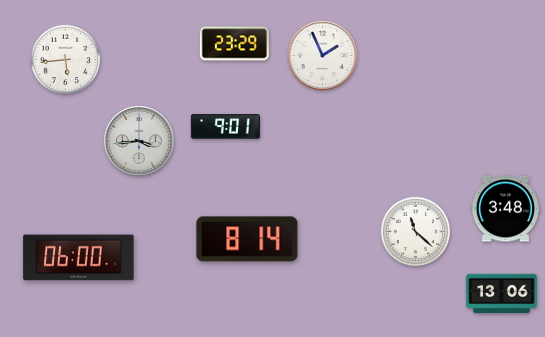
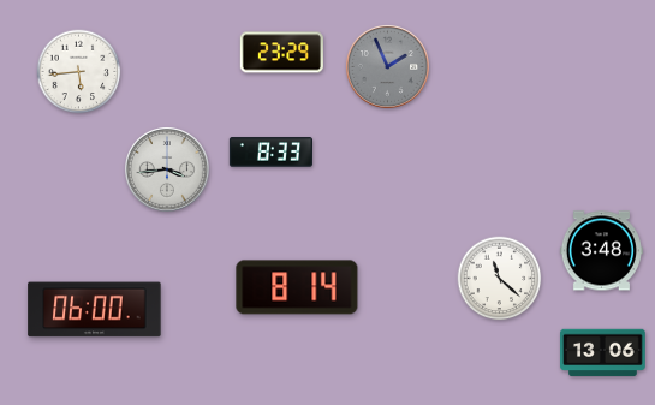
clock at (322, 55) dial: white -> grey
clock at (225, 127): 9:01 -> 8:33
clock at (505, 209) position: (505, 209) -> (601, 251)
